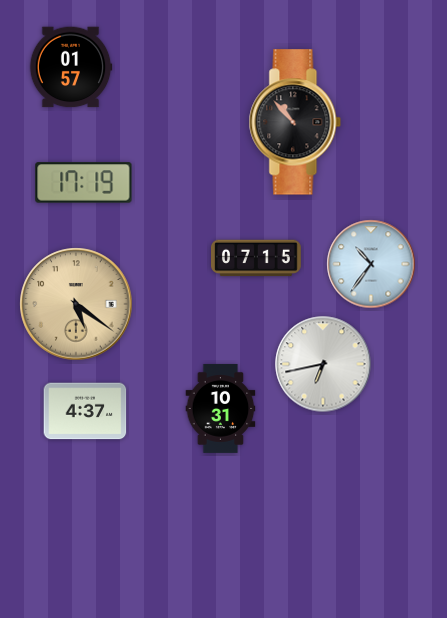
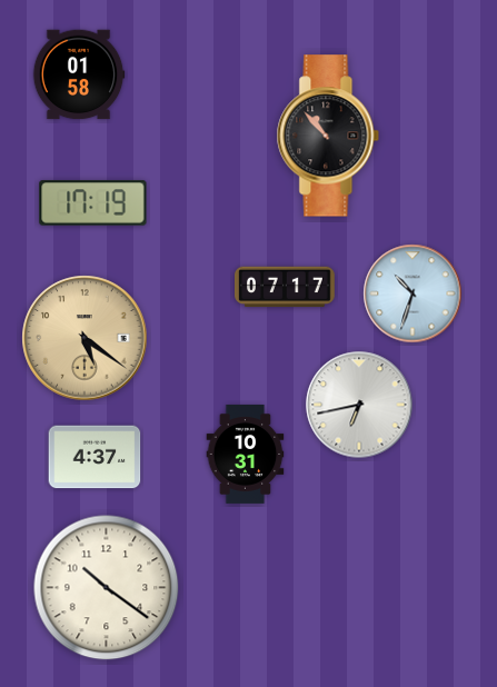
clock at (71, 67): 01:57 -> 01:58
clock at (257, 258): 07:15 -> 07:17
clock at (371, 264): 10:36 -> 10:33
clock at (107, 588): none -> 10:21
